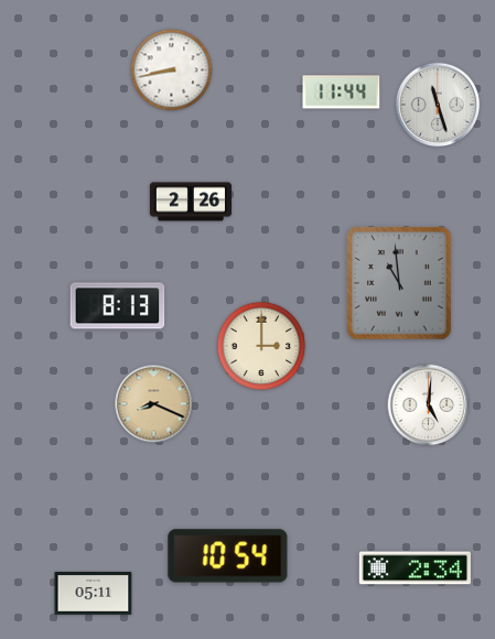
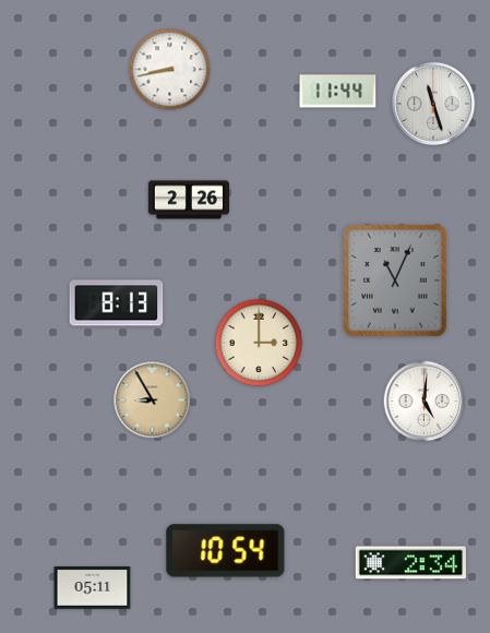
clock at (399, 283): 10:59 -> 11:04
clock at (154, 404): 8:19 -> 8:55
